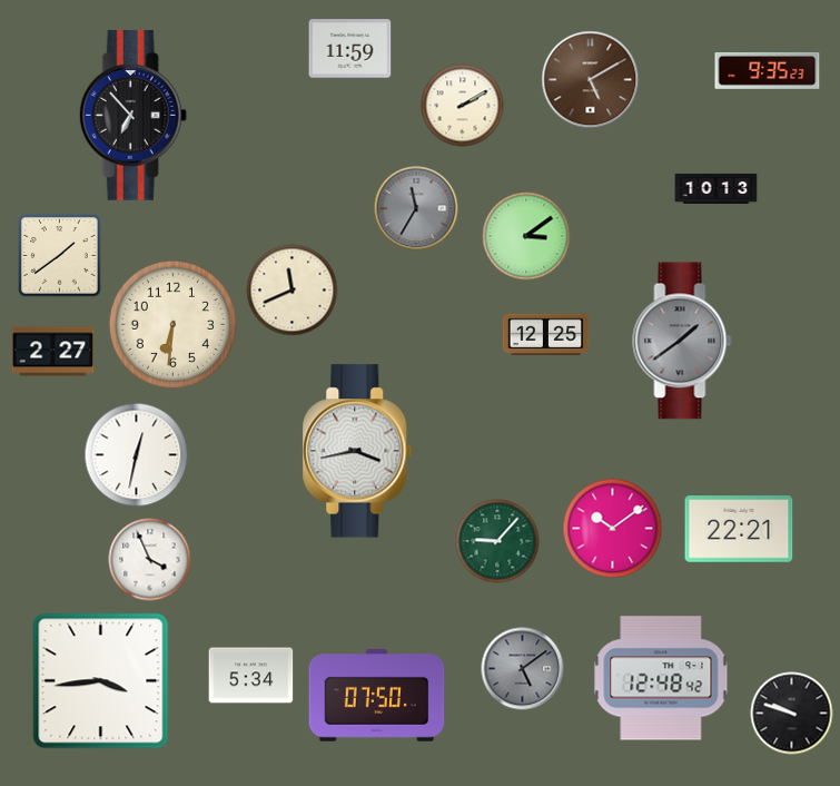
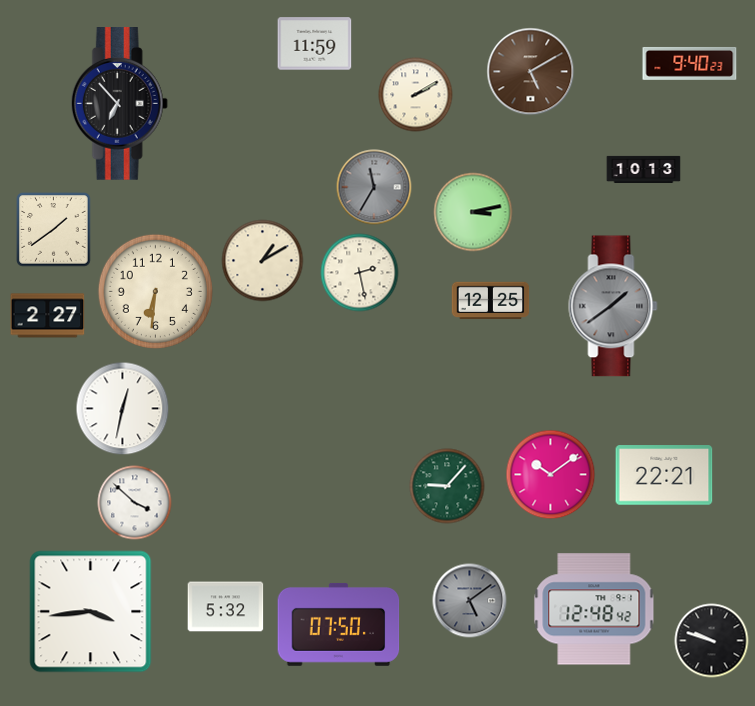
clock at (768, 70): 9:35 -> 9:40
clock at (526, 236): 3:09 -> 3:13
clock at (293, 291): 11:41 -> 1:10
clock at (360, 273): none -> 2:28
clock at (357, 451): 3:43 -> none
clock at (150, 560): 3:56 -> 3:52
clock at (251, 676): 5:34 -> 5:32
